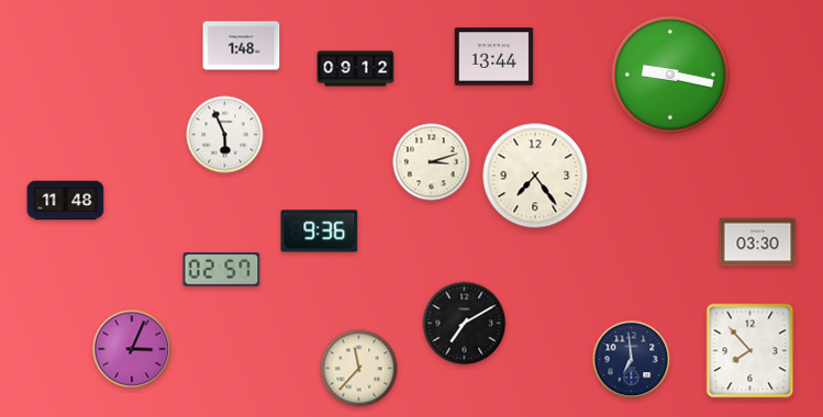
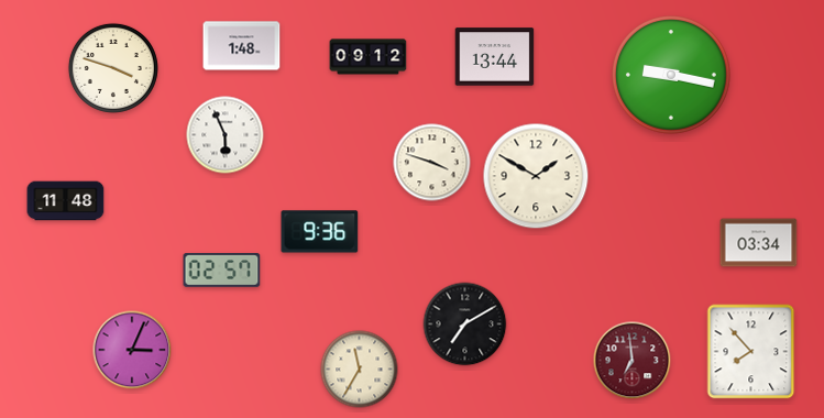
clock at (113, 68): none -> 3:48
clock at (356, 69) position: (356, 69) -> (369, 57)
clock at (432, 162): 3:12 -> 3:48
clock at (535, 176): 7:24 -> 1:50
clock at (758, 243): 03:30 -> 03:34
clock at (632, 360) dial: navy -> burgundy
clock at (359, 369): 11:37 -> 11:35
